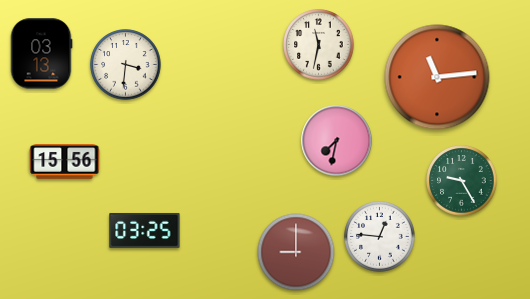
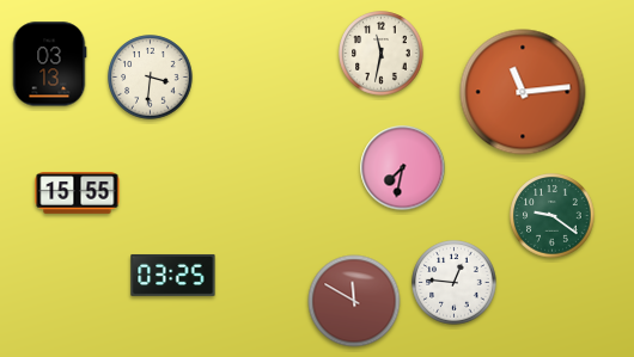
clock at (65, 162): 15:56 -> 15:55
clock at (462, 181): 9:25 -> 9:21
clock at (296, 252): 9:00 -> 11:50
